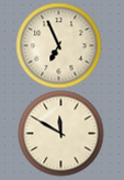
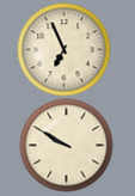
clock at (60, 133): 11:50 -> 9:50
